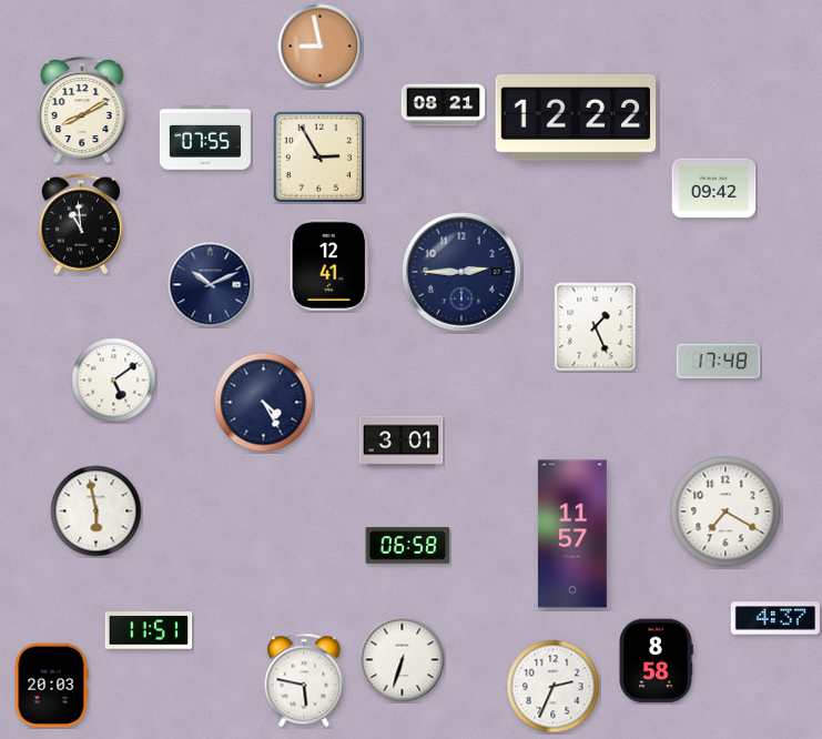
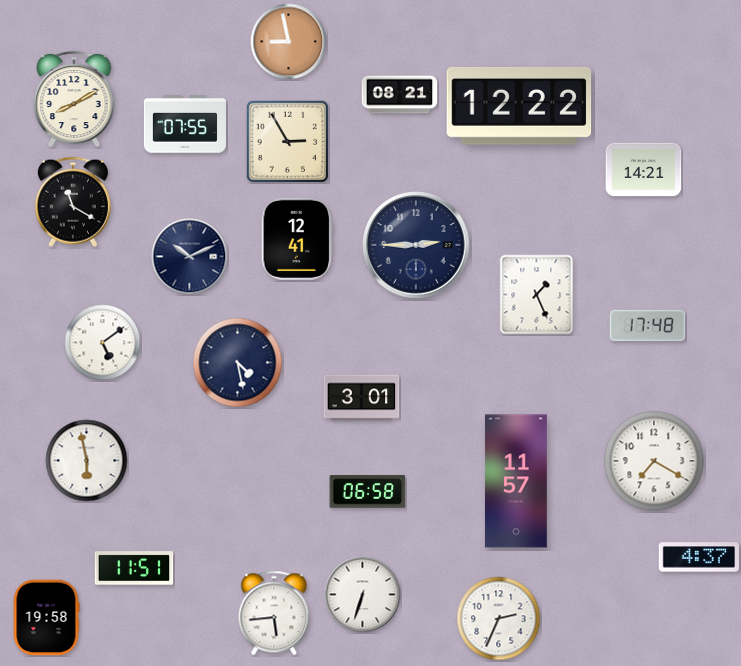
clock at (714, 189): 09:42 -> 14:21
clock at (81, 224): 10:59 -> 11:20
clock at (264, 403): 4:25 -> 4:28
clock at (656, 661): 8:58 -> none
clock at (304, 680): 5:47 -> 5:44
clock at (51, 686): 20:03 -> 19:58
